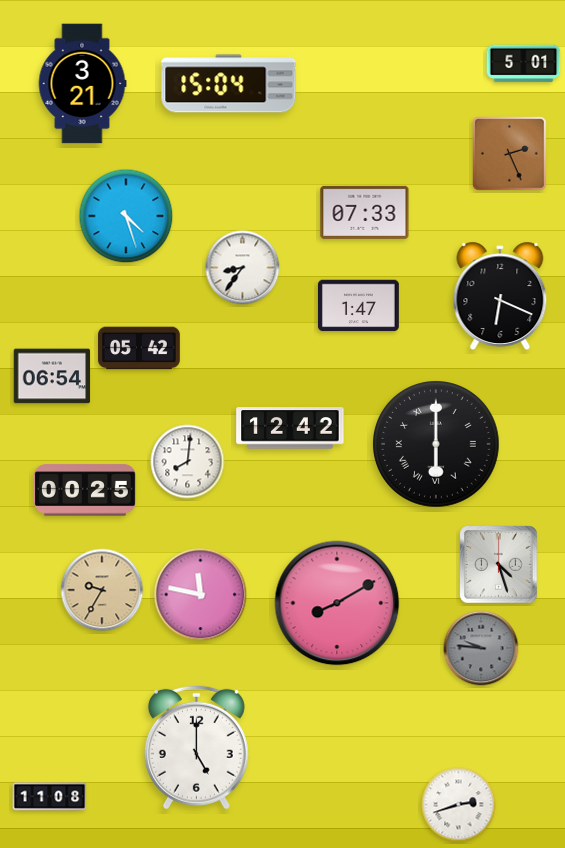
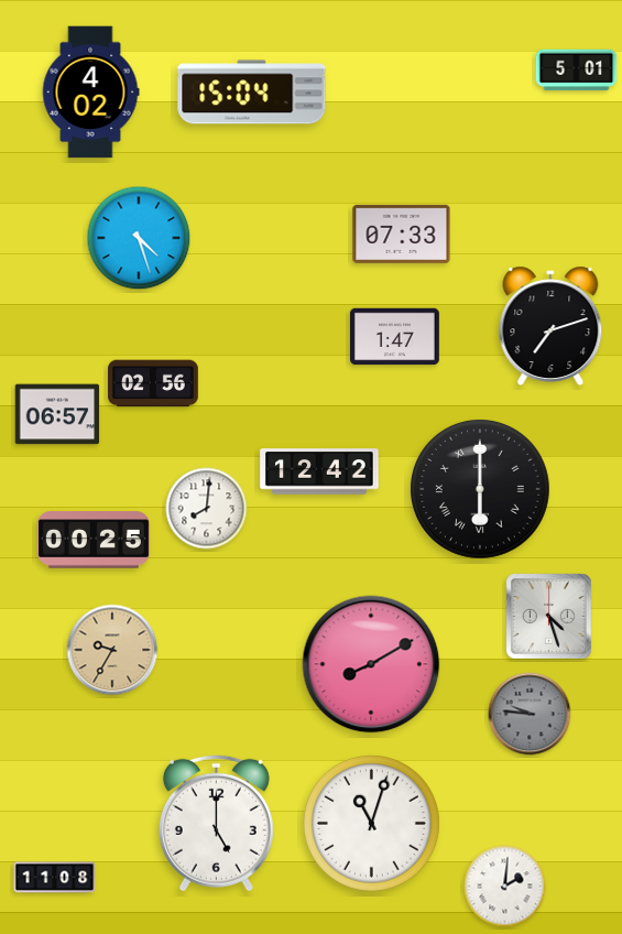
clock at (82, 84): 3:21 -> 4:02
clock at (510, 154): 2:26 -> none
clock at (243, 268): 8:36 -> none
clock at (500, 295): 6:19 -> 7:12
clock at (139, 348): 05:42 -> 02:56
clock at (52, 376): 06:54 -> 06:57
clock at (499, 565) position: (499, 565) -> (549, 617)
clock at (201, 595): 11:47 -> none
clock at (371, 823): none -> 11:03
clock at (459, 805): 2:42 -> 2:01
